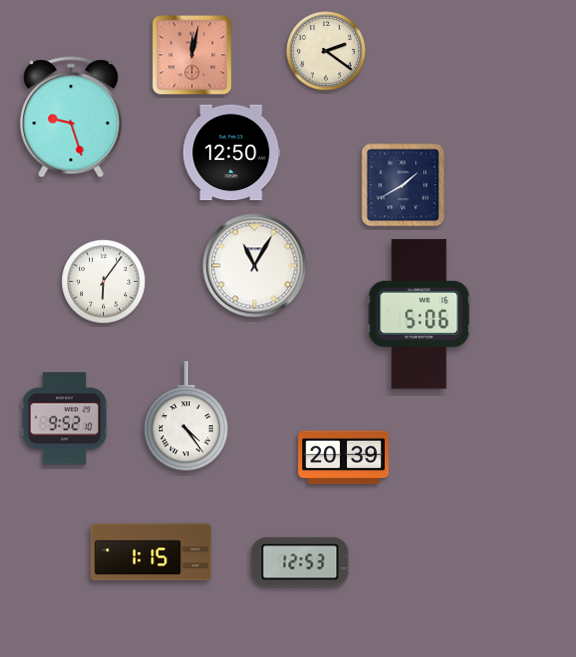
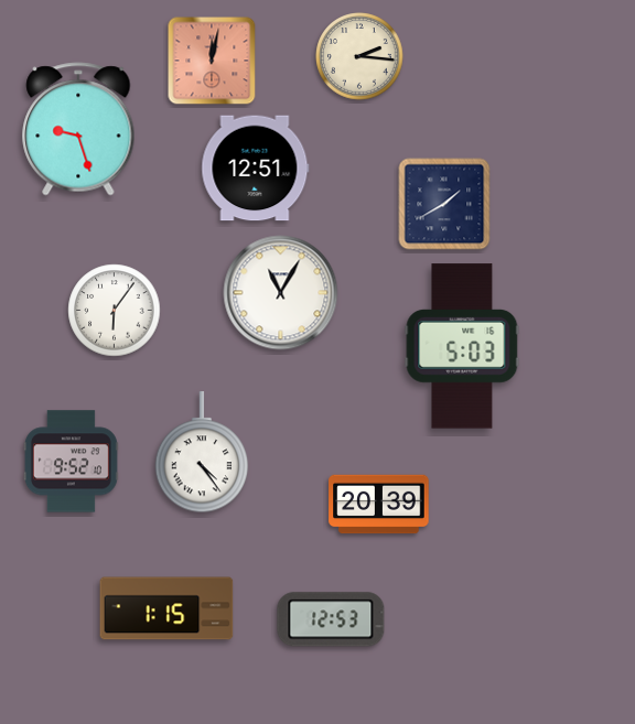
clock at (326, 51): 2:21 -> 2:16
clock at (232, 153): 12:50 -> 12:51
clock at (419, 314): 5:06 -> 5:03
clock at (186, 417) position: (186, 417) -> (202, 453)
